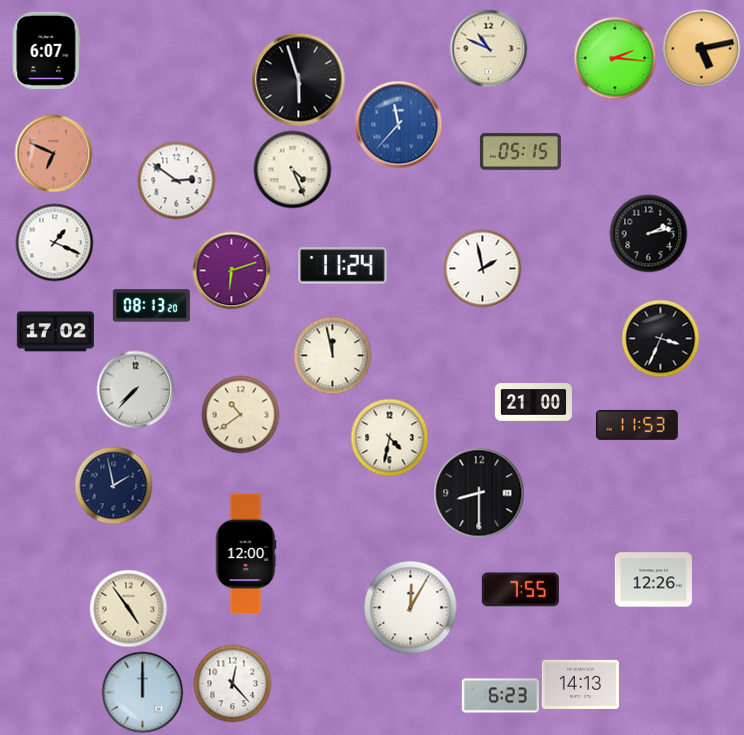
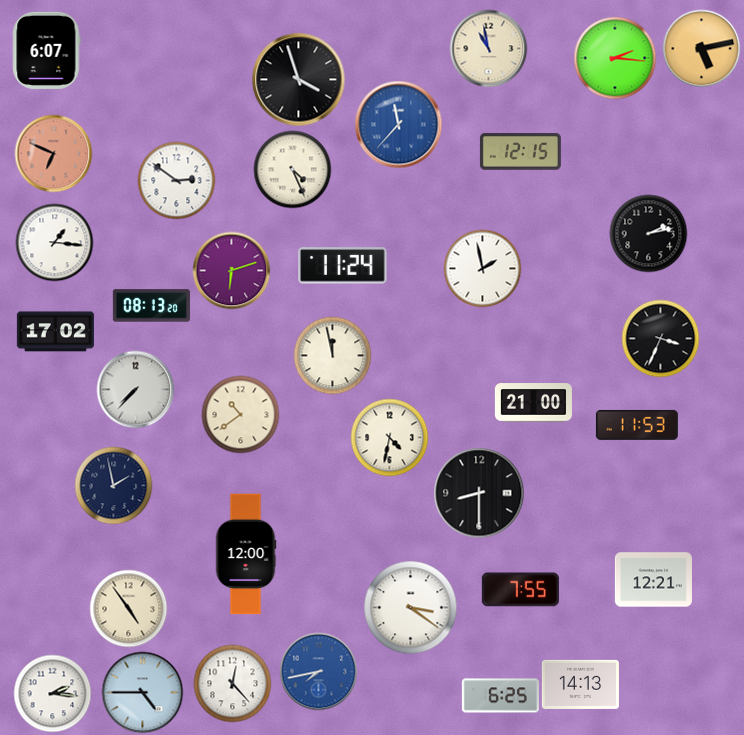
clock at (488, 48): 10:49 -> 10:58
clock at (298, 79): 5:57 -> 3:57
clock at (520, 152): 05:15 -> 12:15
clock at (54, 242): 1:19 -> 1:16
clock at (653, 580): 12:26 -> 12:21
clock at (410, 607): 12:05 -> 3:21
clock at (318, 671): none -> 7:43
clock at (142, 692): 12:00 -> 4:45
clock at (52, 693): none -> 2:16
clock at (500, 696): 6:23 -> 6:25
